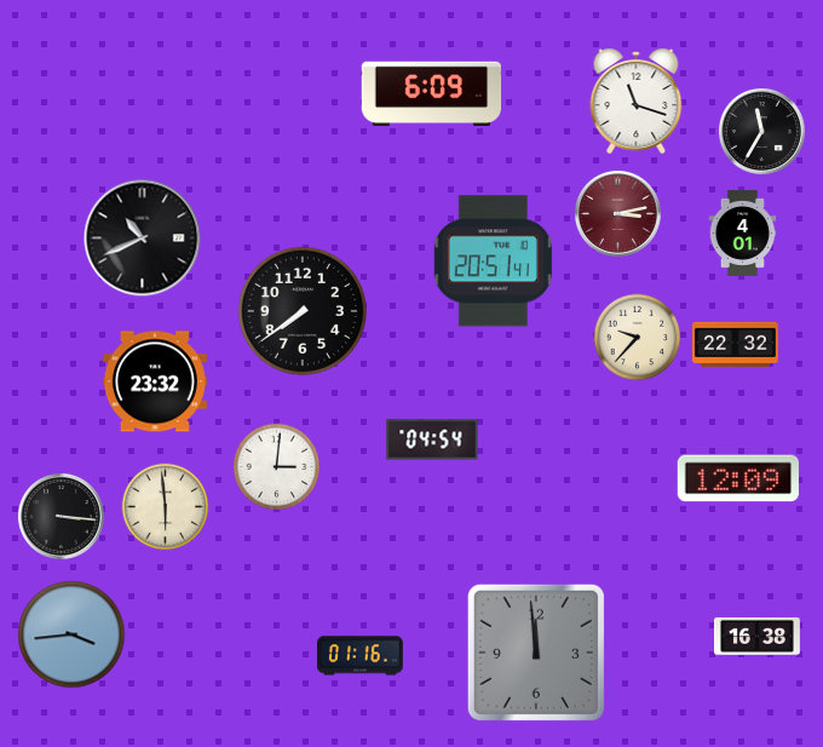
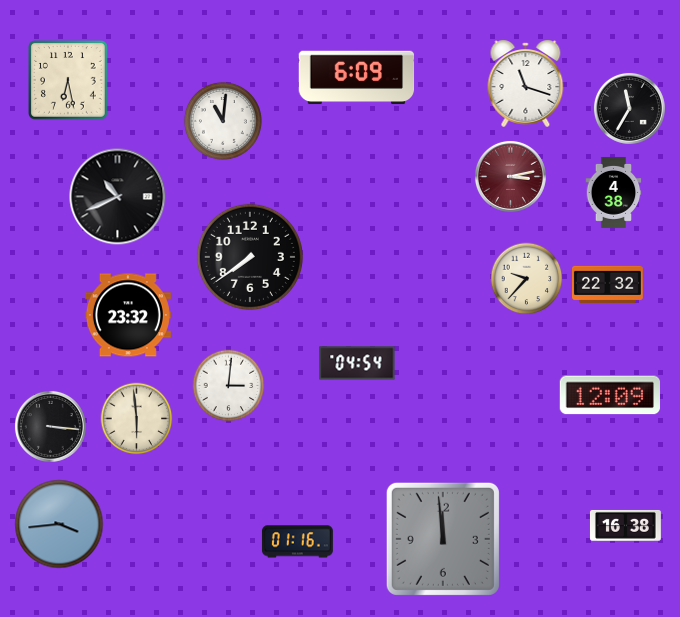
clock at (69, 81): none -> 6:28
clock at (223, 121): none -> 11:01
clock at (743, 232): 4:01 -> 4:38
clock at (493, 262): 20:51 -> none
